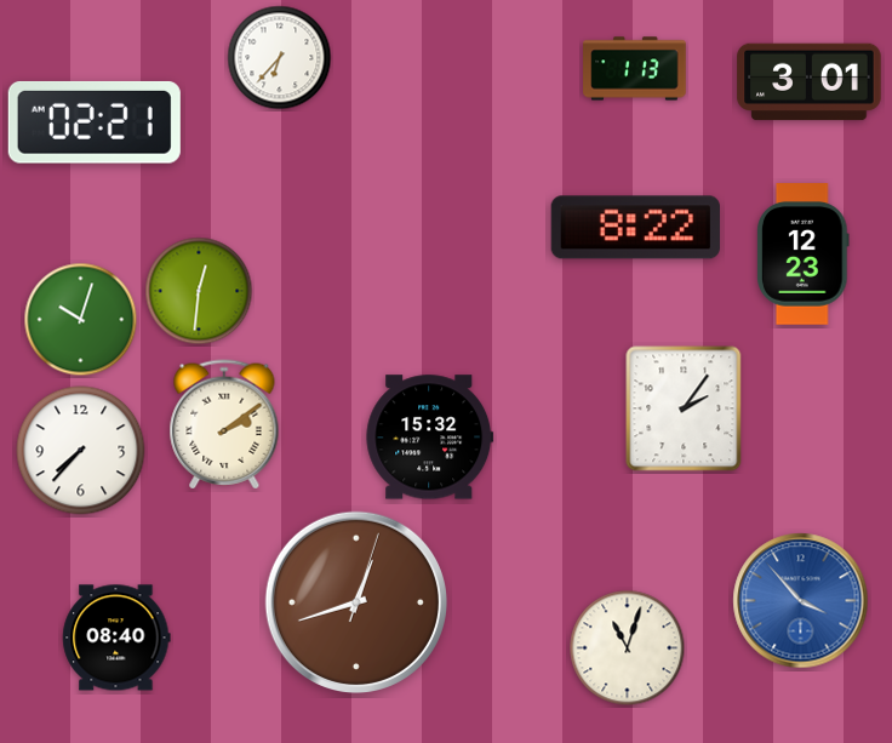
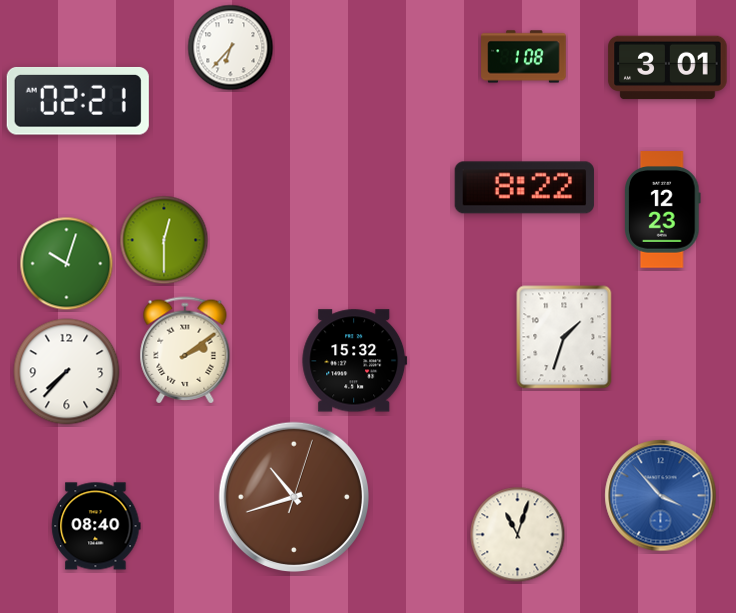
clock at (635, 69): 1:13 -> 1:08
clock at (199, 291): 12:31 -> 12:30
clock at (684, 408): 2:06 -> 1:33
clock at (355, 601): 12:42 -> 10:42
